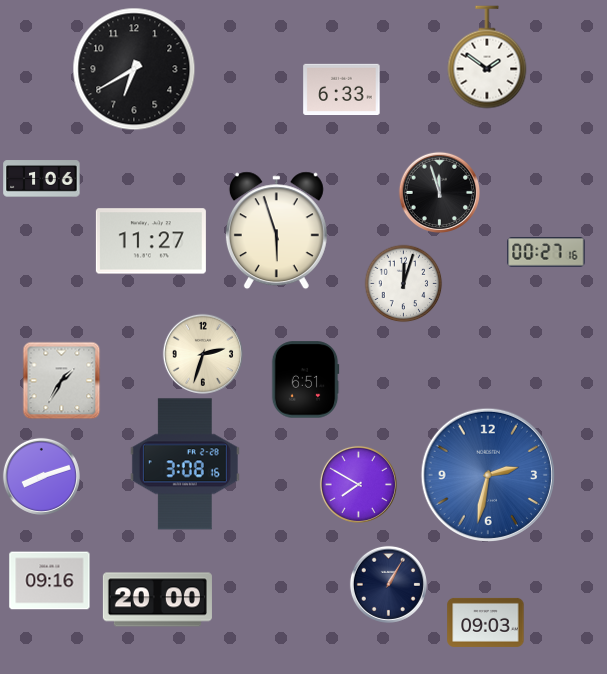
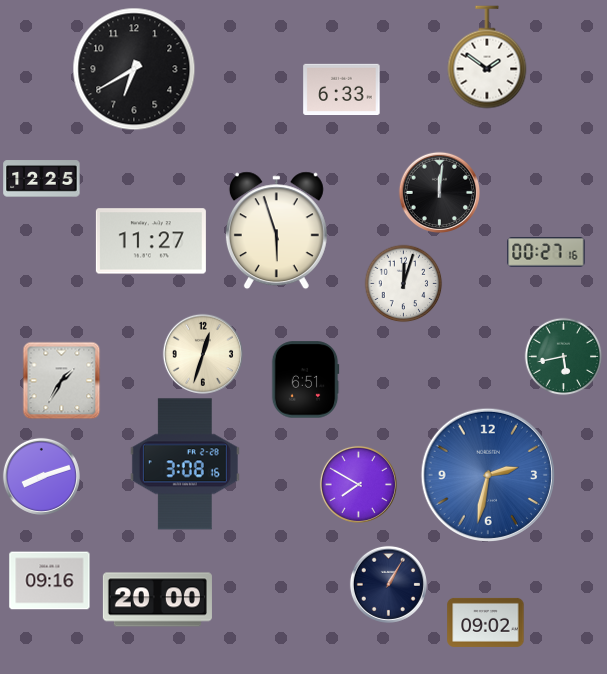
clock at (42, 179): 1:06 -> 12:25
clock at (439, 192): 11:57 -> 12:01
clock at (203, 354): 2:33 -> 12:33
clock at (563, 356): none -> 5:43
clock at (486, 622): 09:03 -> 09:02
